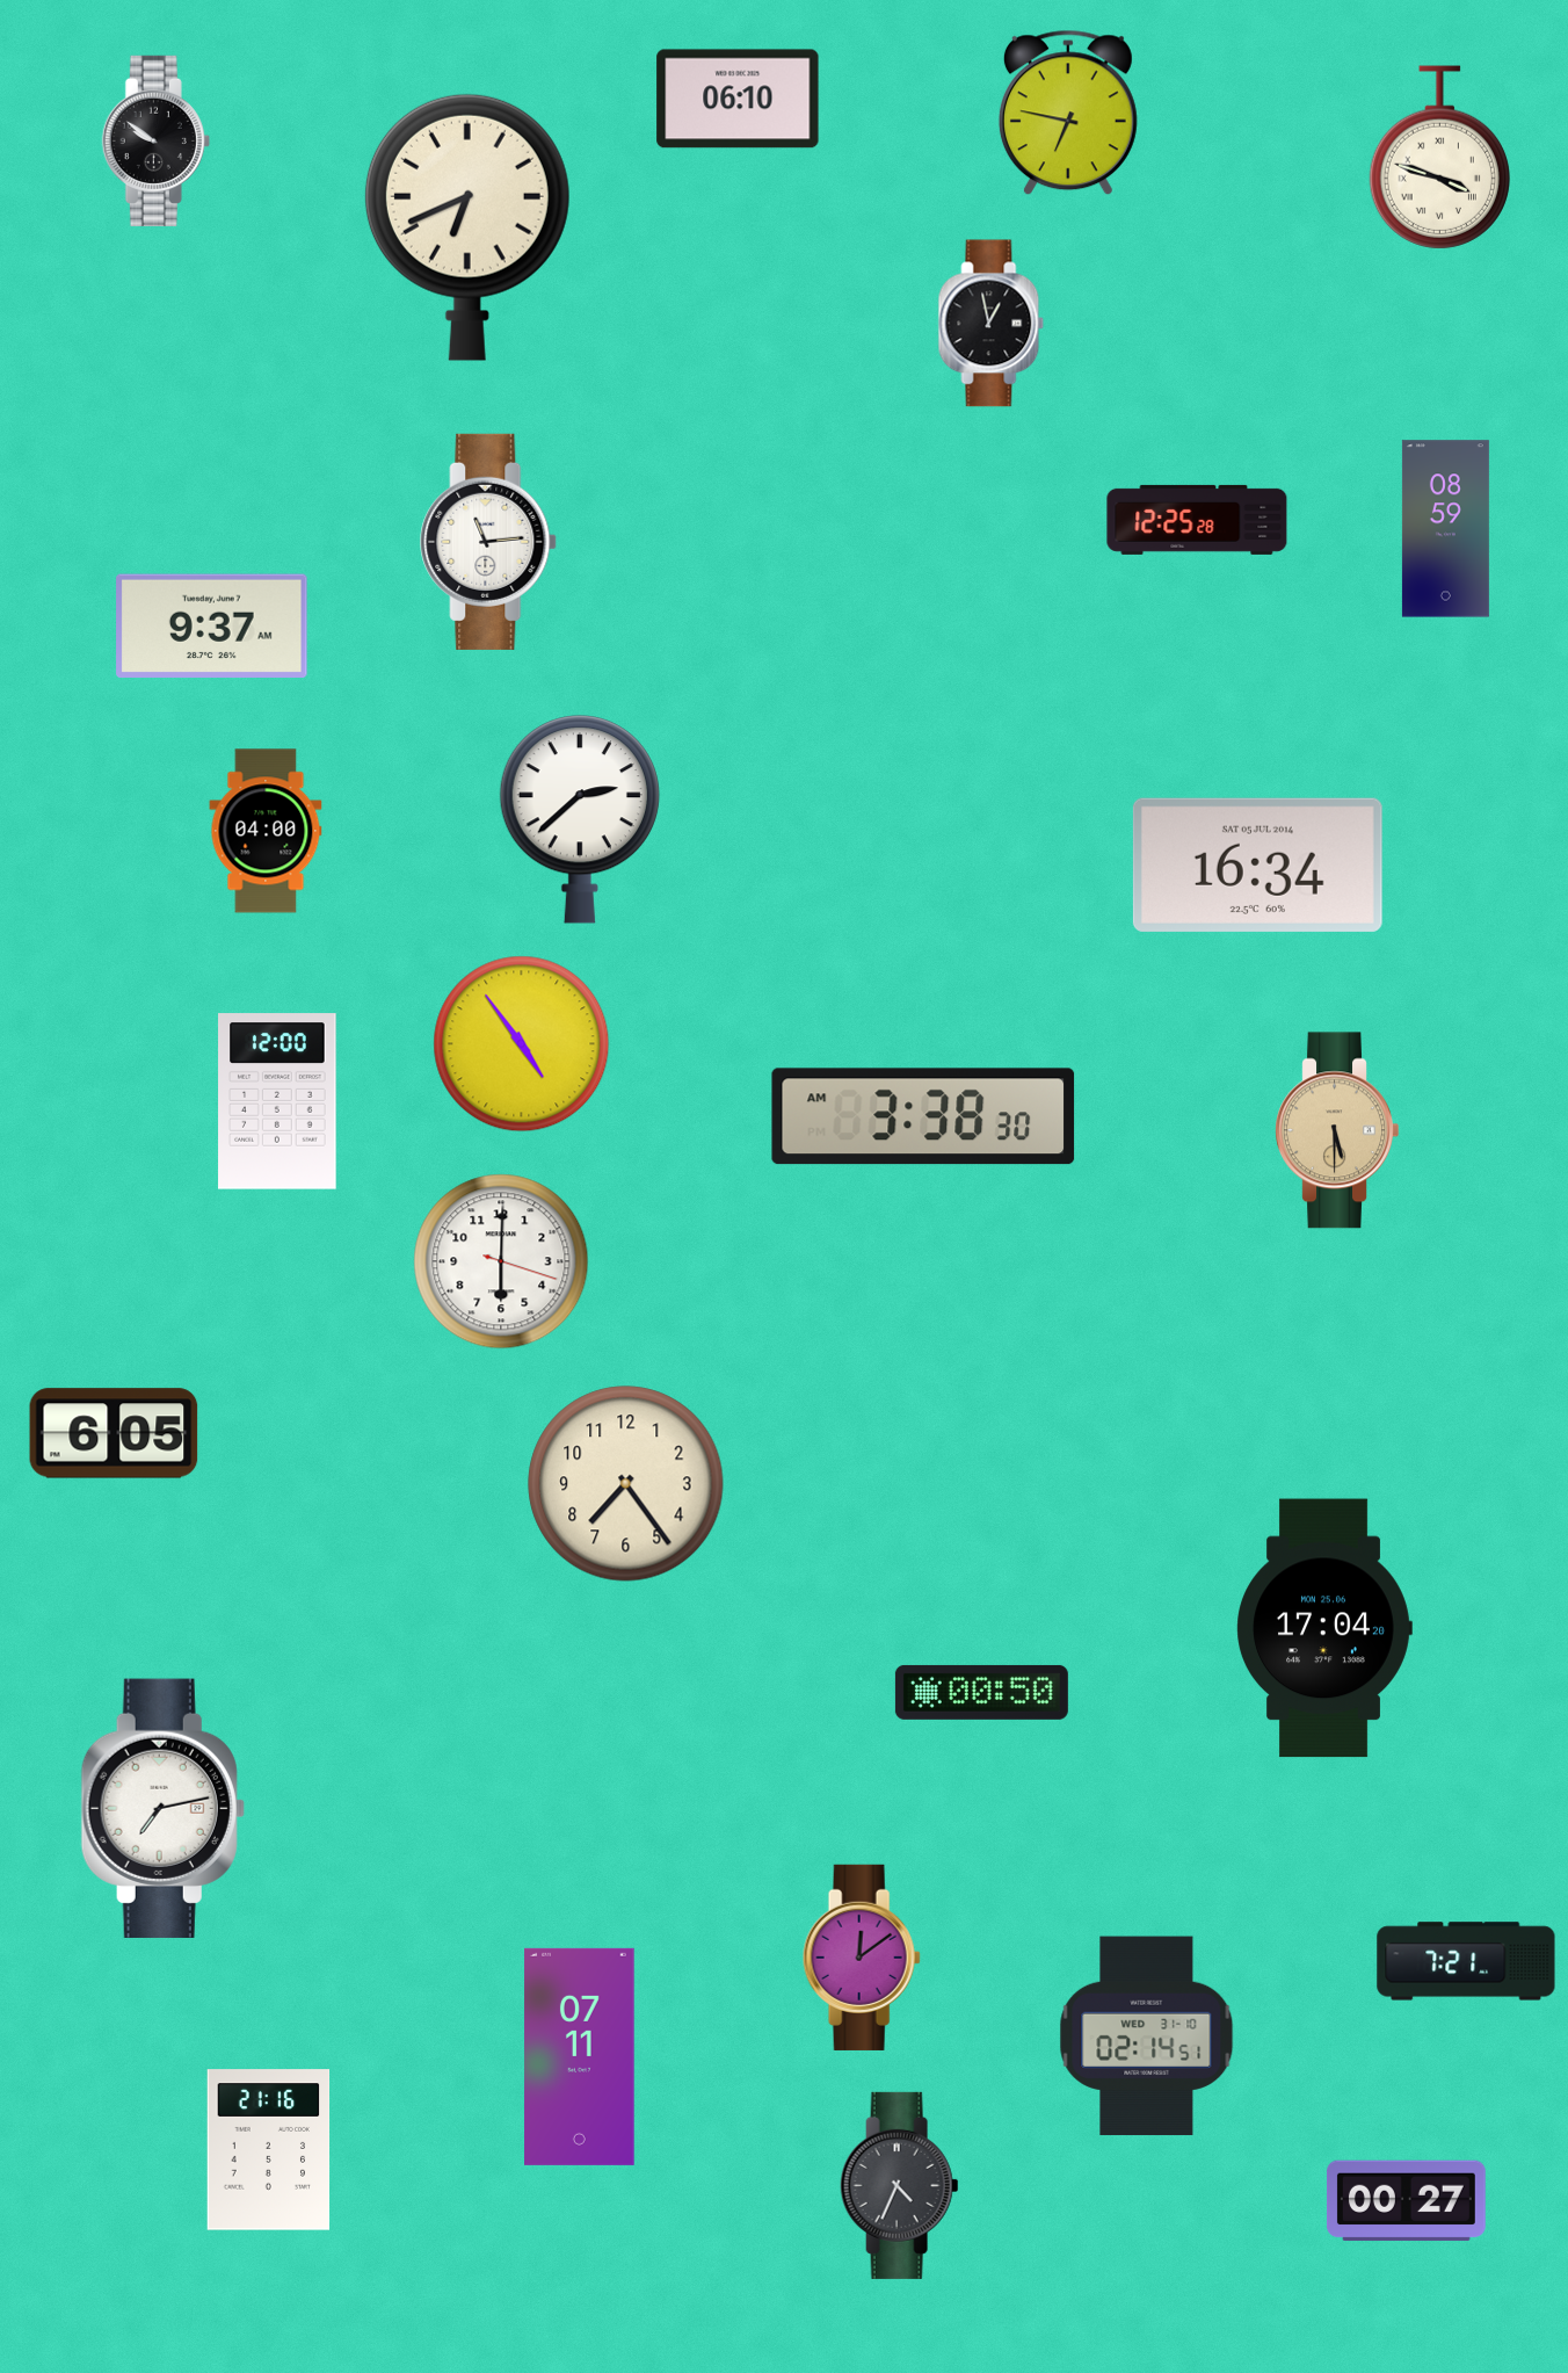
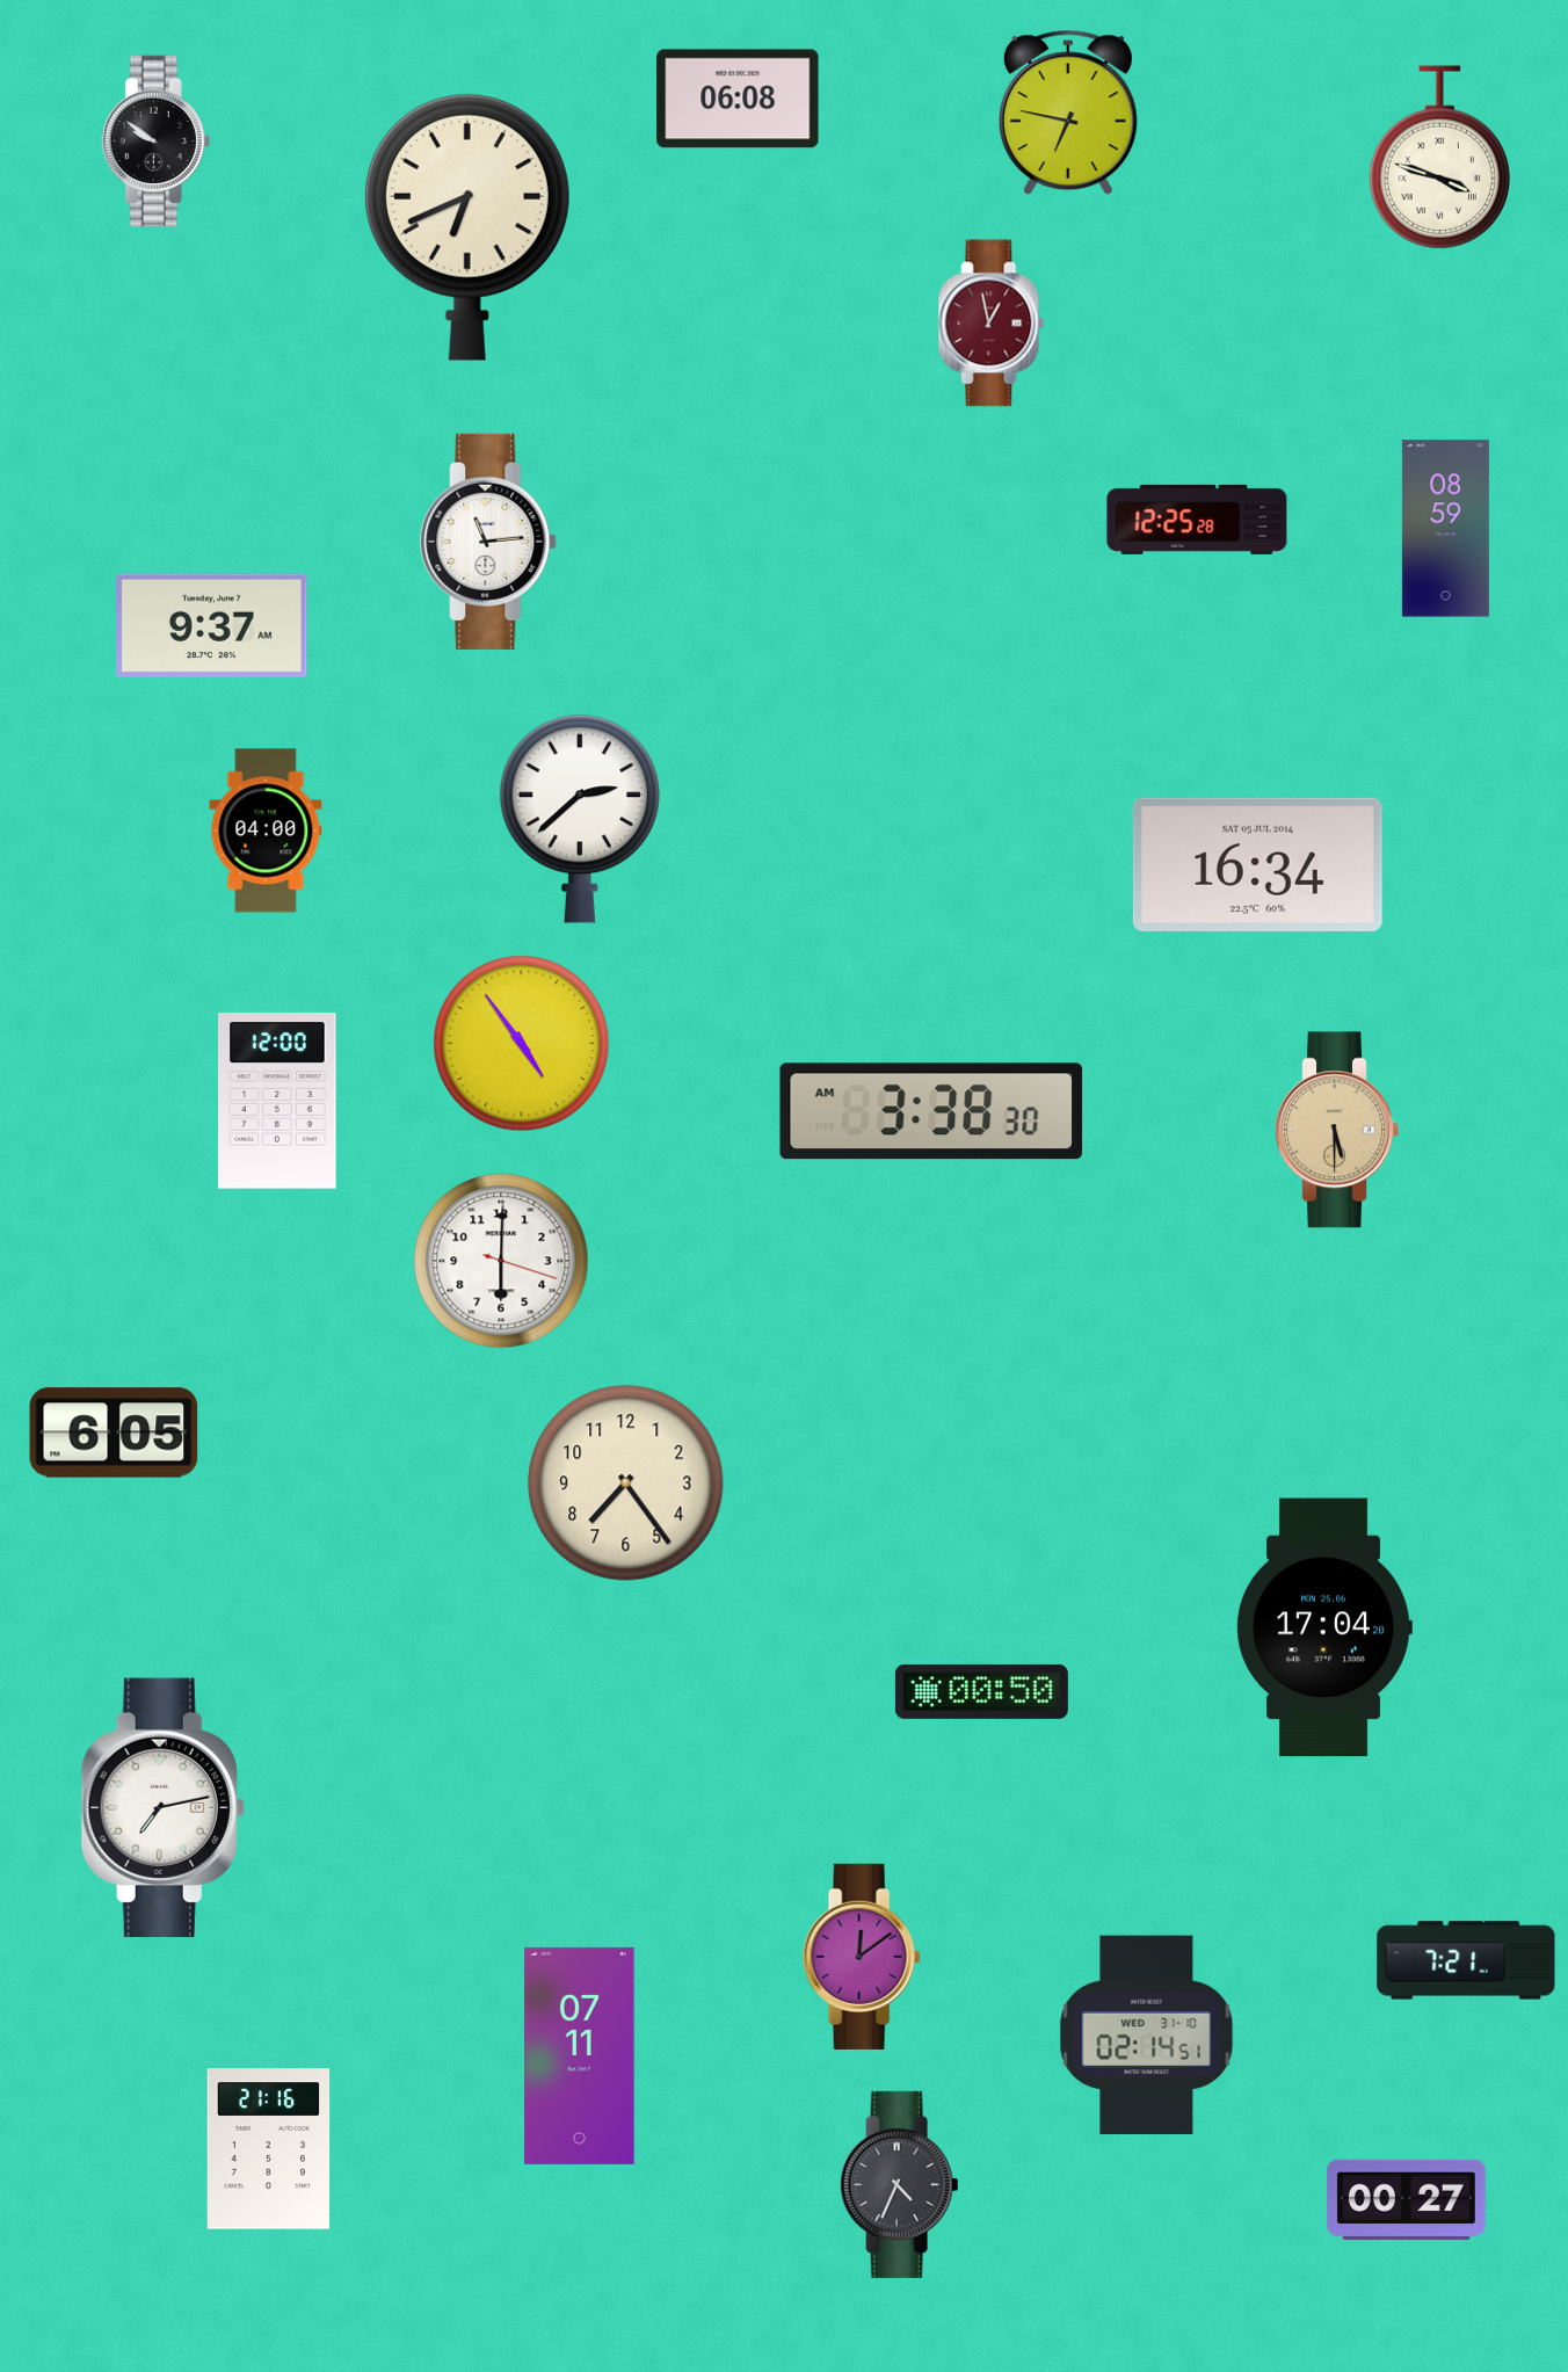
clock at (738, 99): 06:10 -> 06:08
clock at (992, 324) dial: black -> burgundy
clock at (923, 1116) position: (923, 1116) -> (931, 1111)
